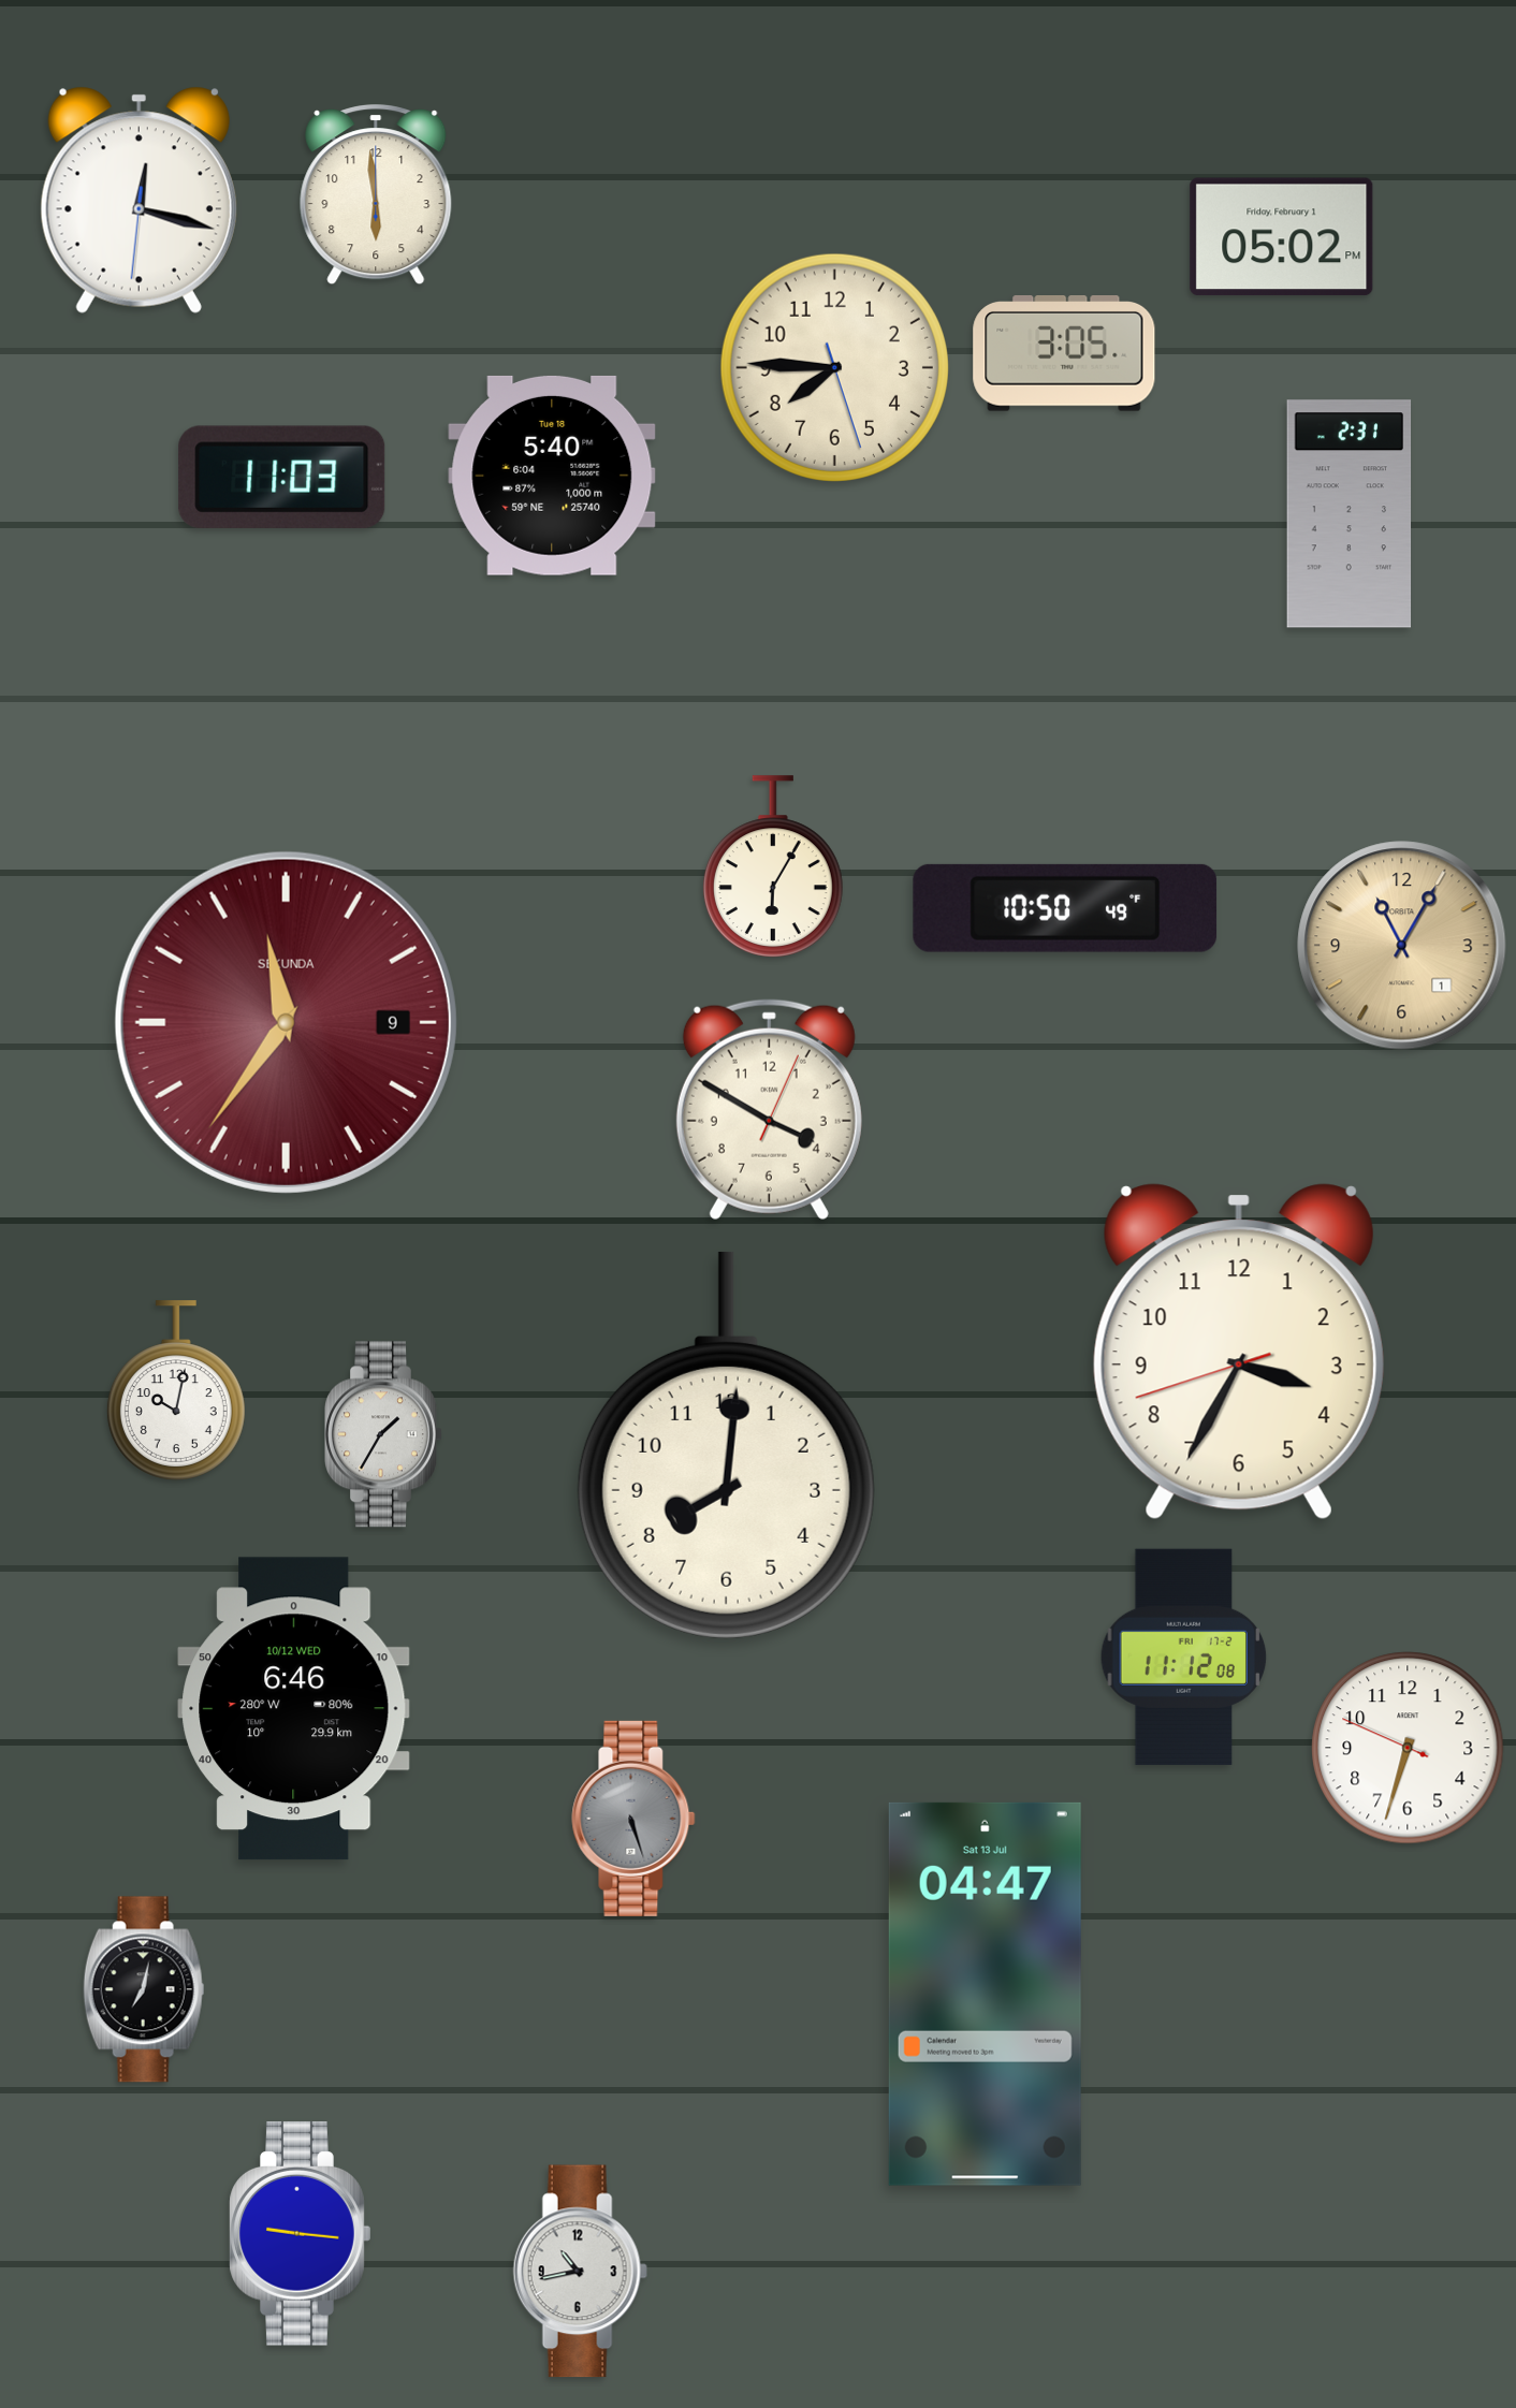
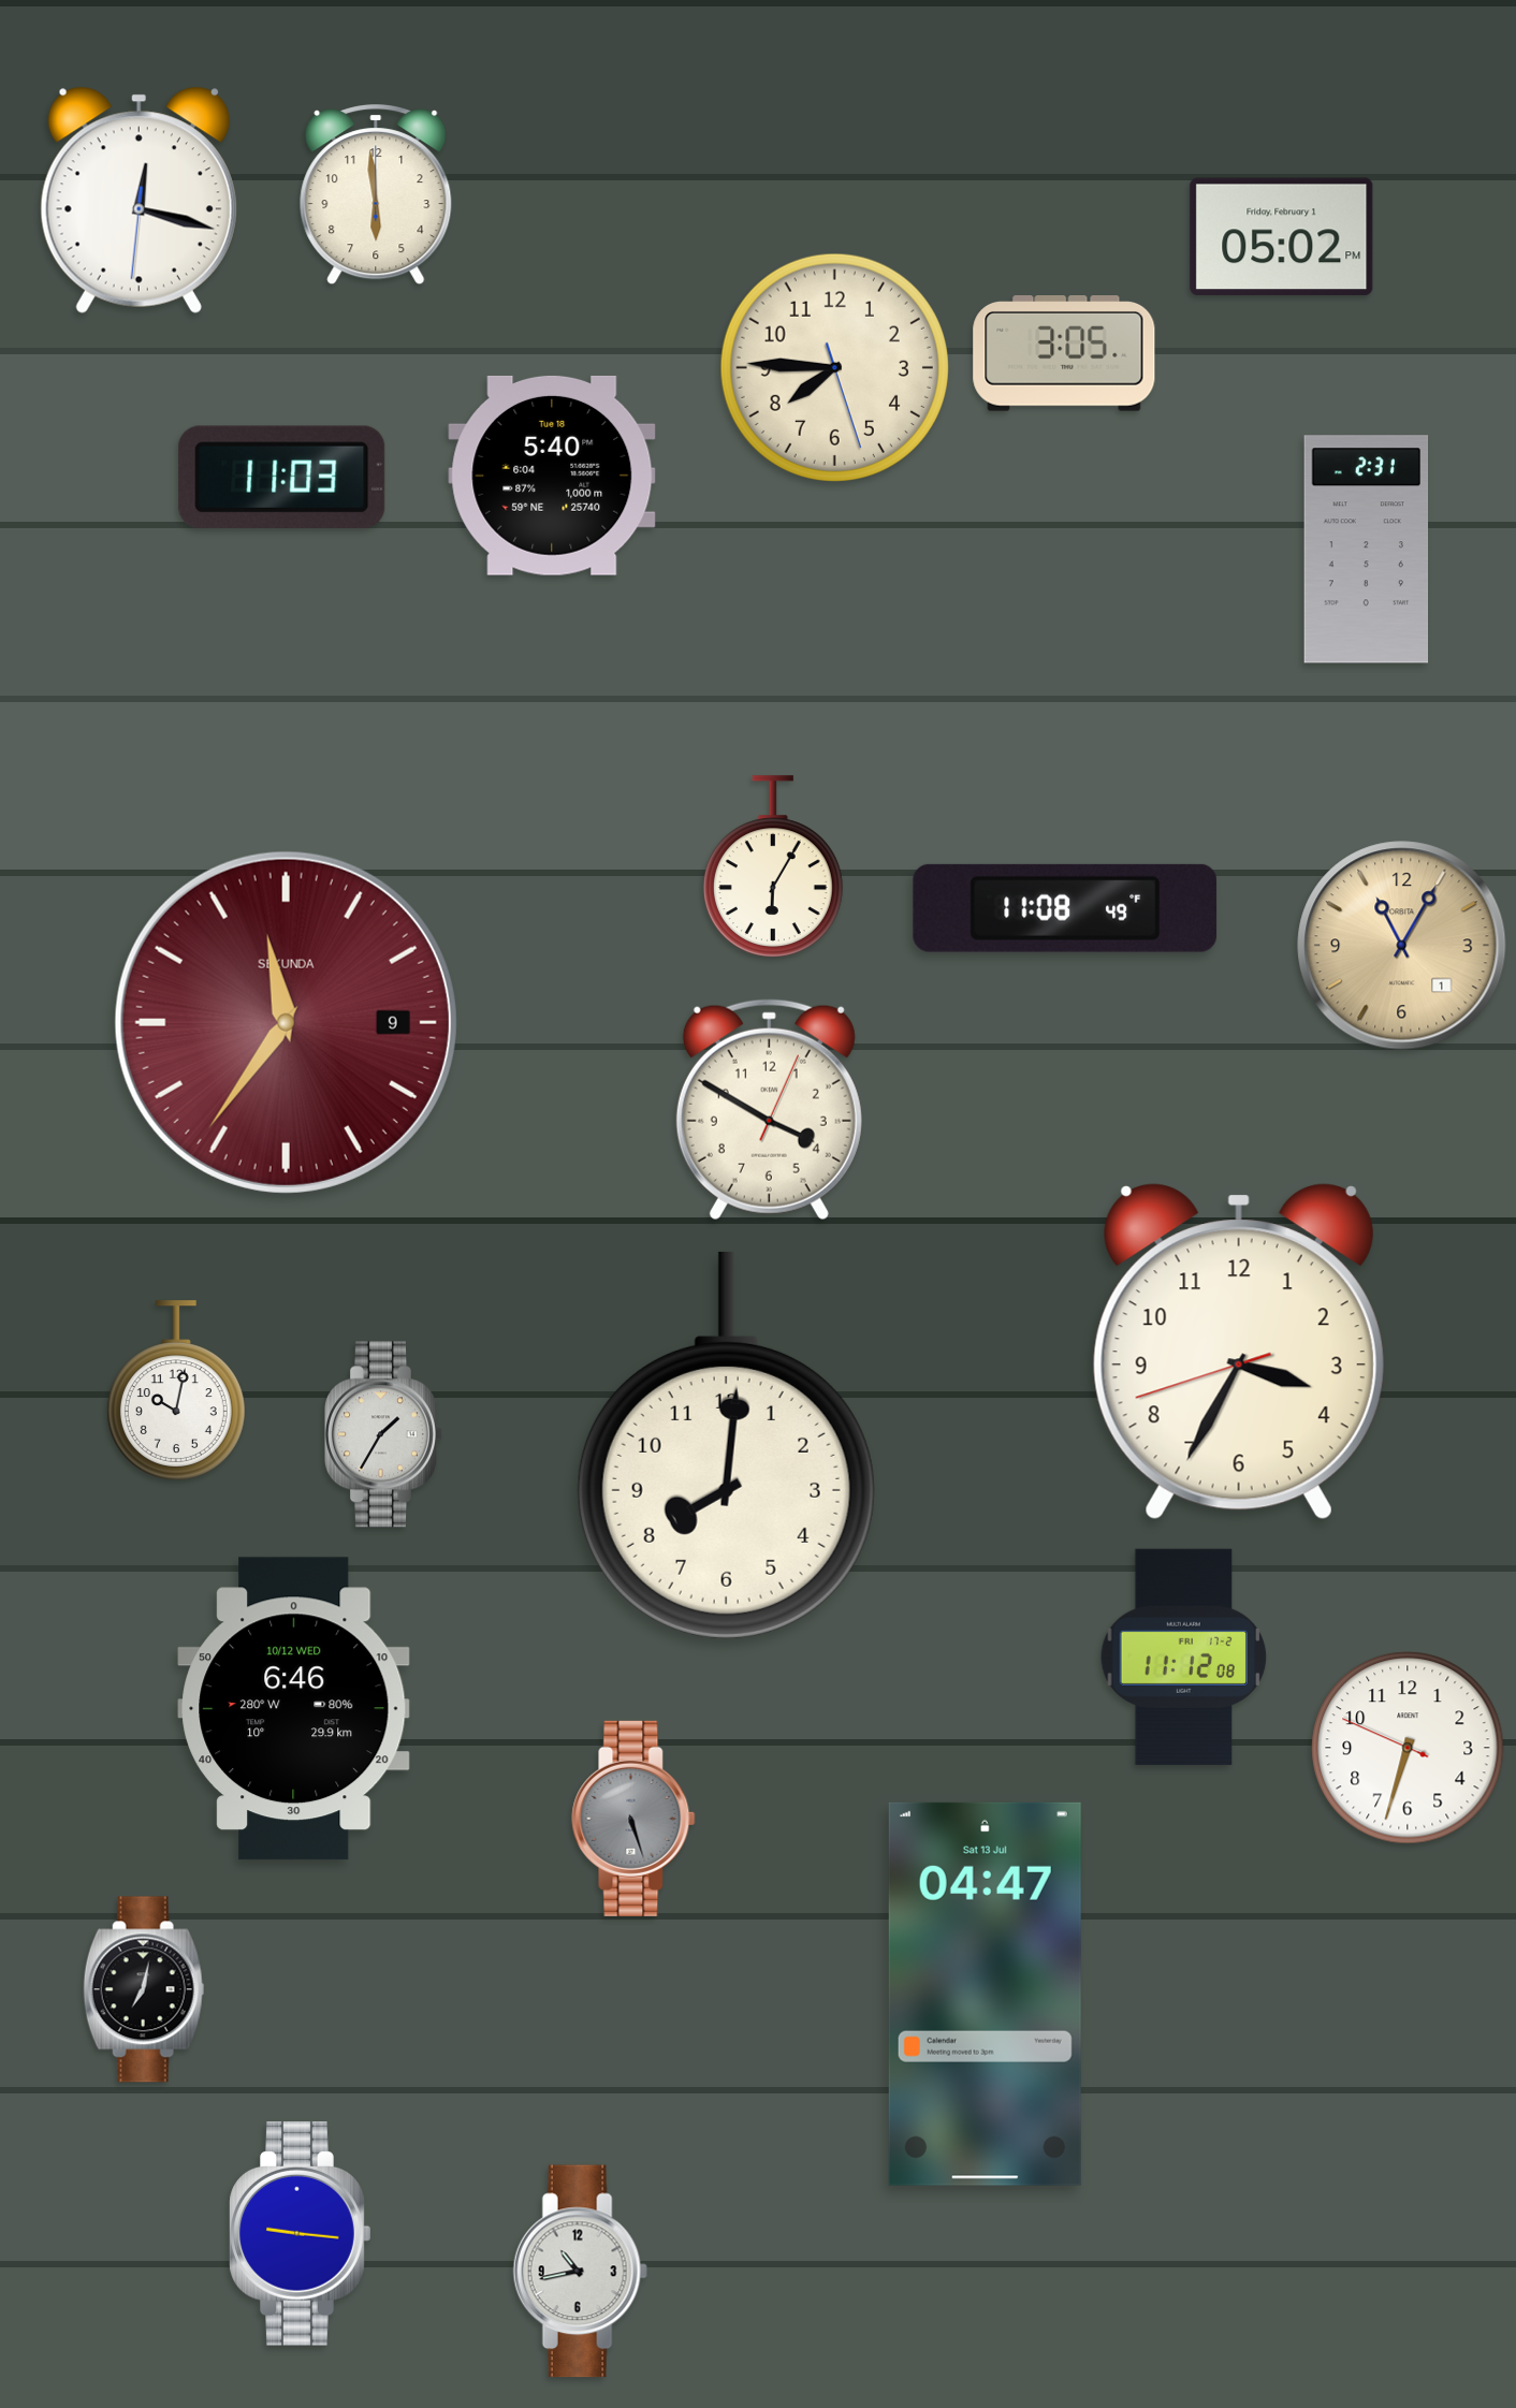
clock at (1350, 514) position: (1350, 514) -> (1367, 550)
clock at (1065, 908): 10:50 -> 11:08
